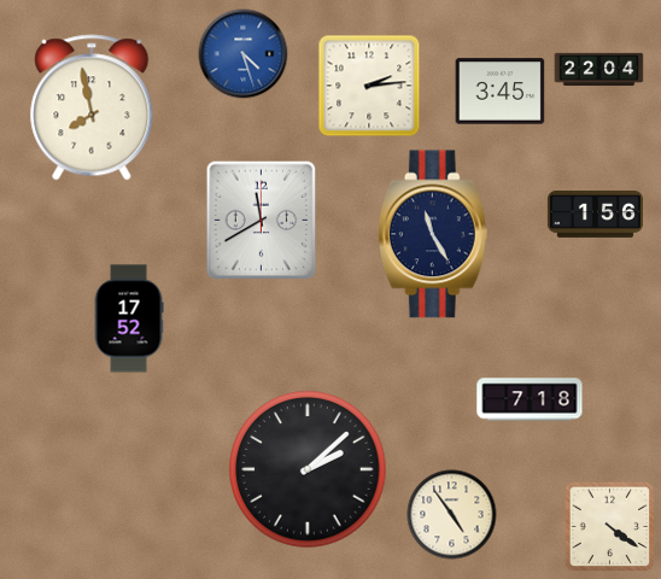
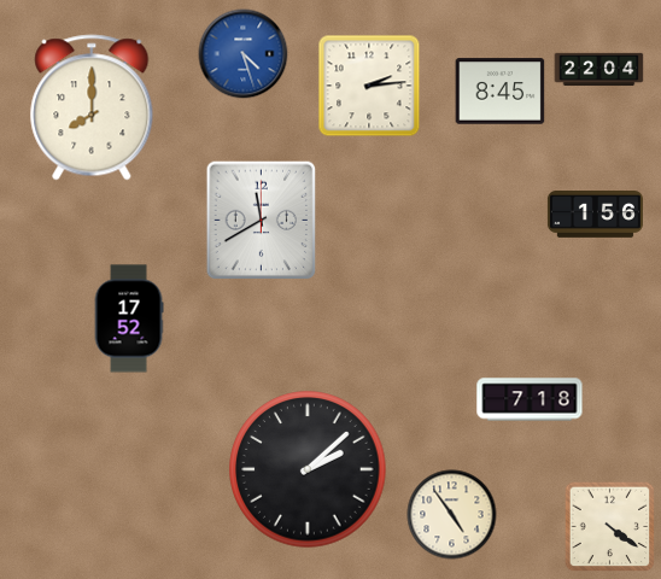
clock at (501, 92): 3:45 -> 8:45
clock at (92, 107): 7:58 -> 8:00
clock at (433, 234): 11:25 -> none
